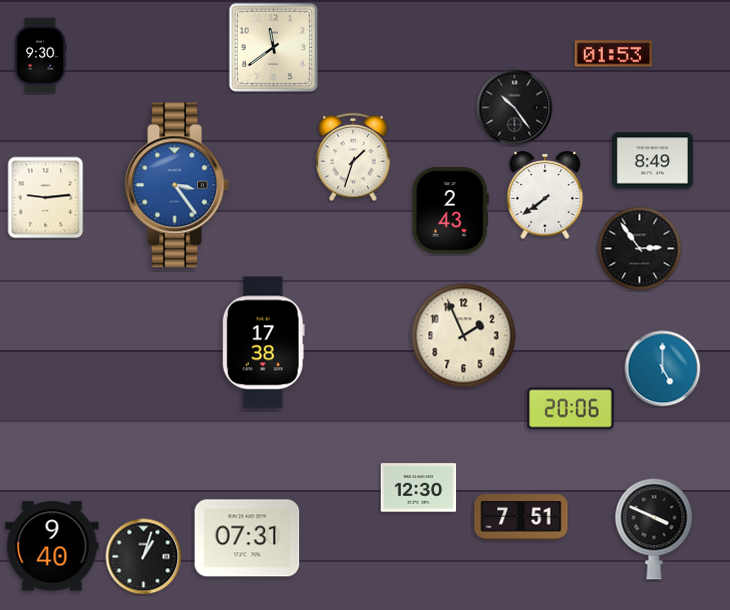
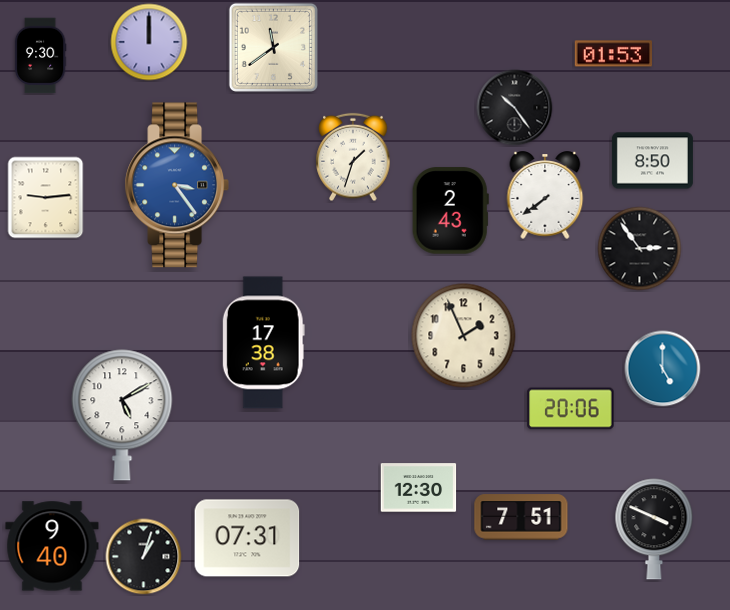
clock at (149, 42): none -> 12:00
clock at (652, 161): 8:49 -> 8:50
clock at (122, 415): none -> 5:10
